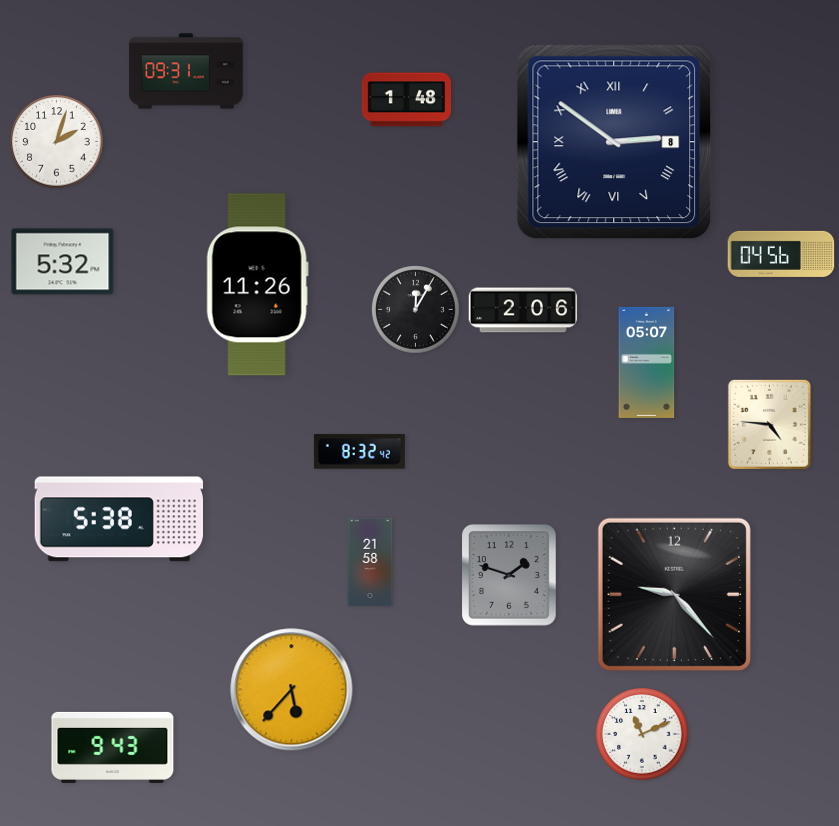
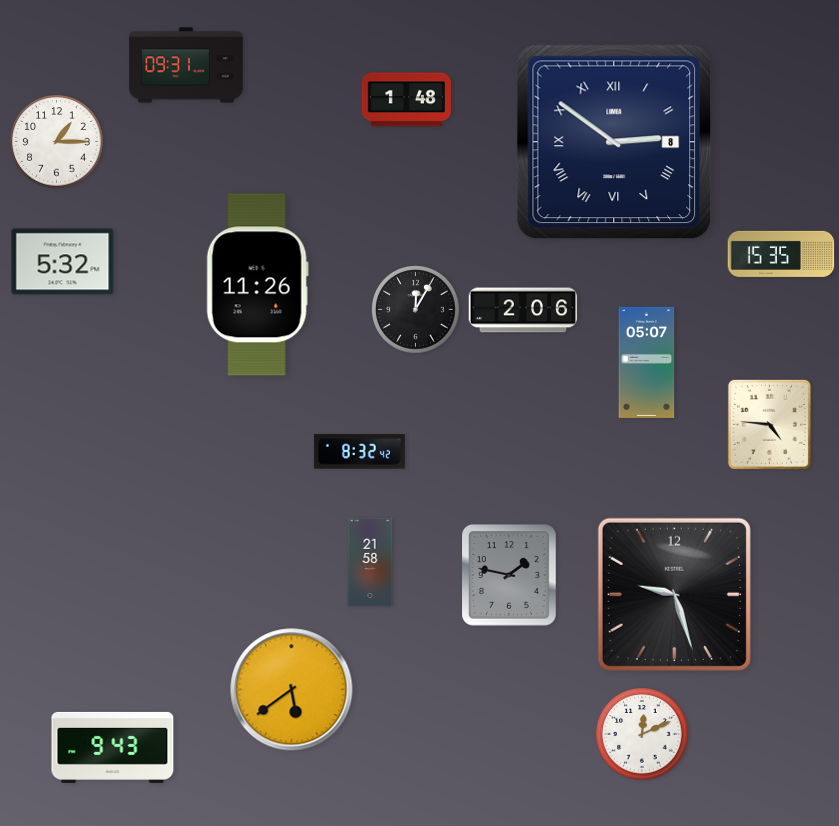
clock at (186, 71) position: (186, 71) -> (186, 65)
clock at (57, 142): 2:03 -> 1:15
clock at (781, 254): 04:56 -> 15:35
clock at (118, 519): 5:38 -> none
clock at (510, 576): 1:48 -> 1:47
clock at (674, 594): 9:23 -> 9:27
clock at (292, 690): 5:37 -> 5:39
clock at (642, 734): 11:11 -> 12:11
